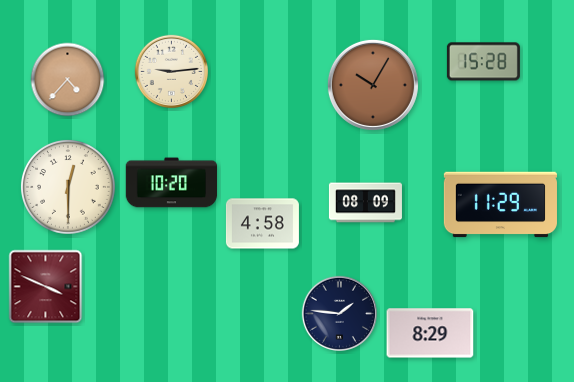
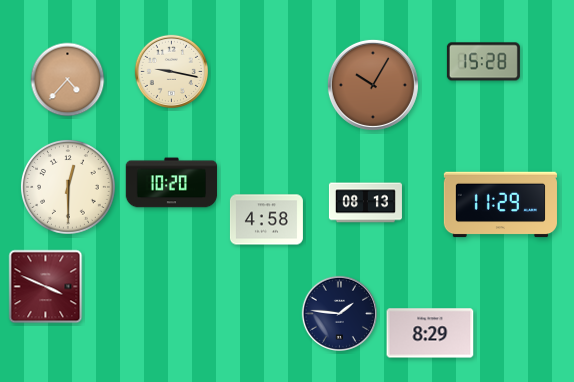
clock at (171, 71): 9:14 -> 9:17
clock at (365, 203): 08:09 -> 08:13
clock at (262, 224) position: (262, 224) -> (266, 220)
